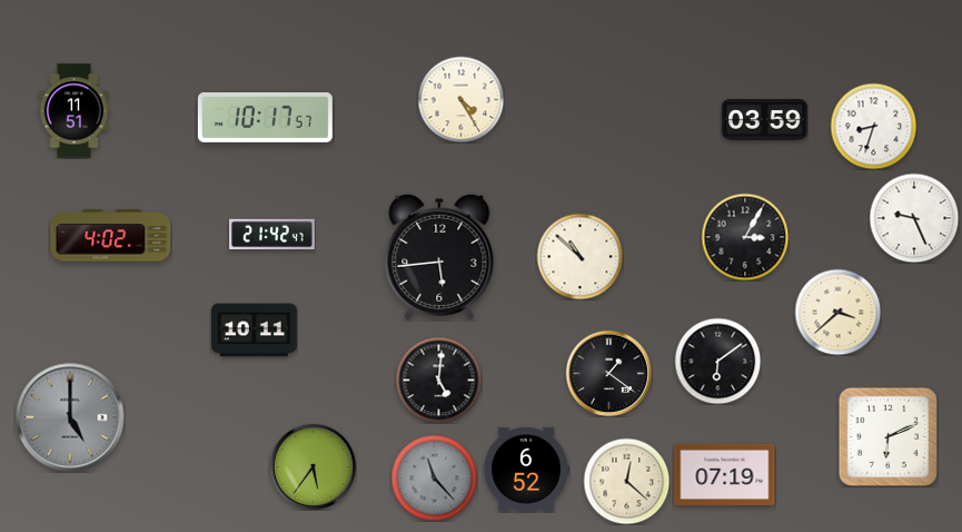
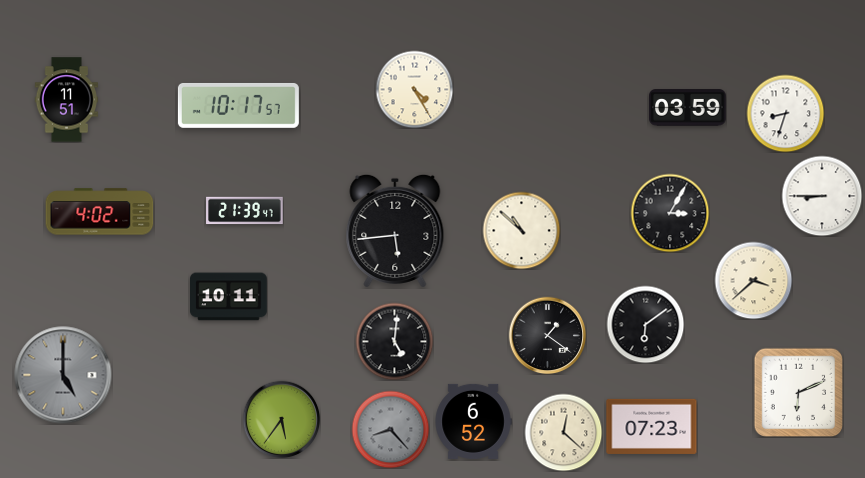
clock at (914, 218): 9:26 -> 8:45
clock at (272, 235): 21:42 -> 21:39
clock at (725, 474): 07:19 -> 07:23
clock at (434, 477): 11:23 -> 8:23
